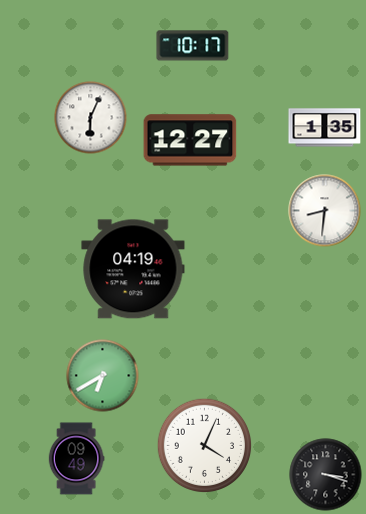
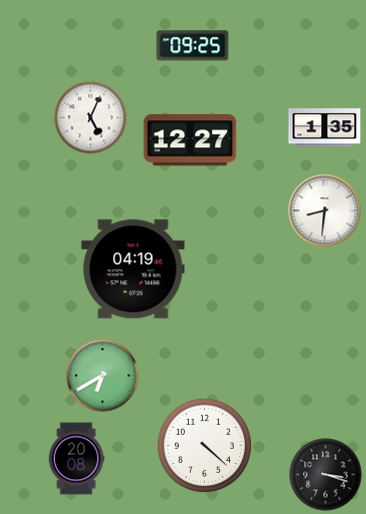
clock at (193, 46): 10:17 -> 09:25
clock at (91, 118): 6:04 -> 5:04
clock at (205, 446): 4:04 -> 4:22
clock at (76, 459): 09:49 -> 20:08
